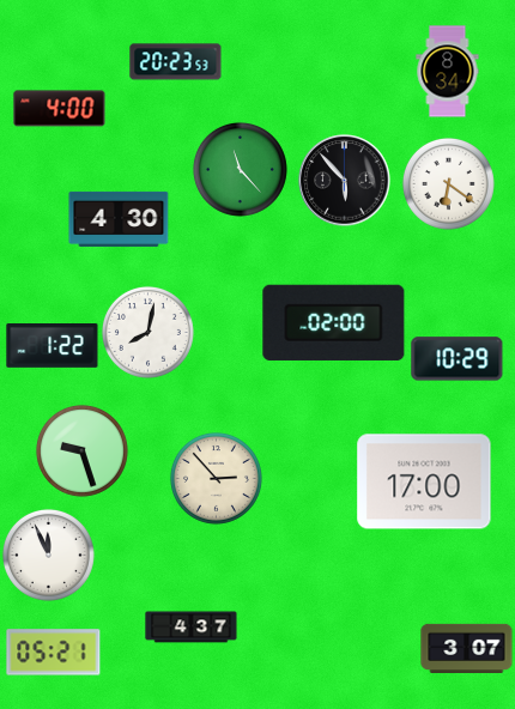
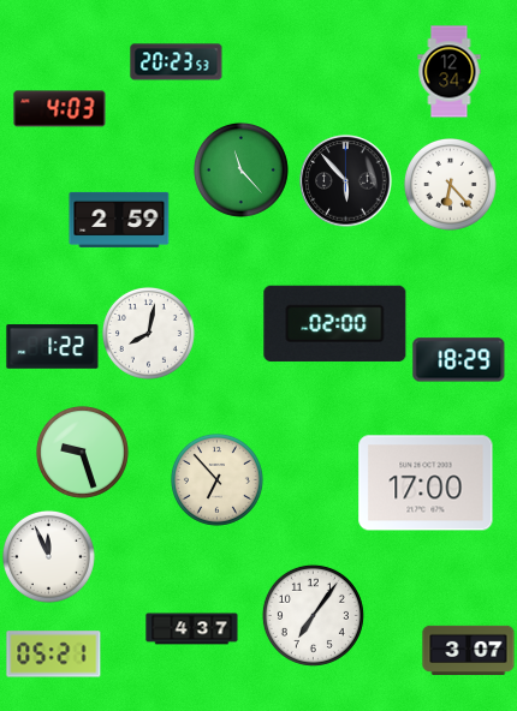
clock at (448, 72): 8:34 -> 12:34
clock at (60, 109): 4:00 -> 4:03
clock at (448, 183): 6:21 -> 6:23
clock at (119, 219): 4:30 -> 2:59
clock at (458, 359): 10:29 -> 18:29
clock at (216, 478): 2:53 -> 6:53
clock at (313, 615): none -> 7:06
